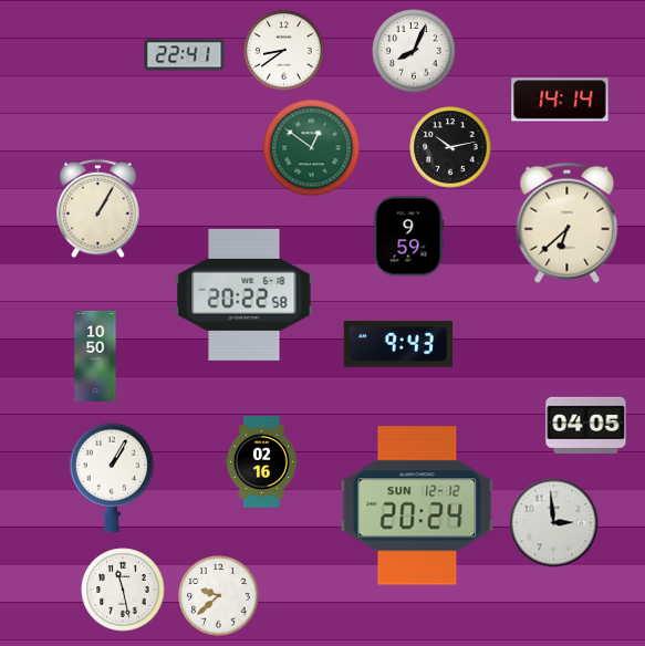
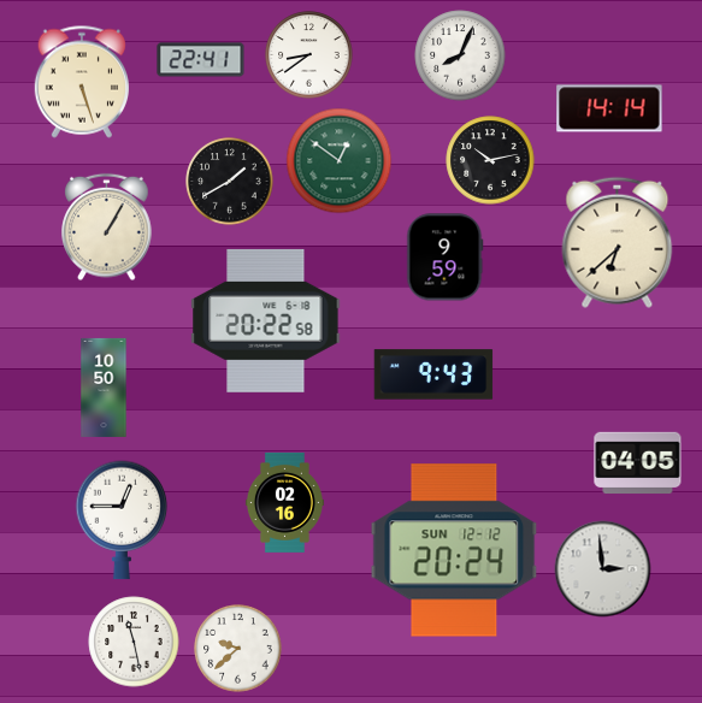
clock at (414, 51) position: (414, 51) -> (460, 55)
clock at (81, 82): none -> 5:27
clock at (230, 182): none -> 1:40
clock at (112, 478): 1:05 -> 12:45
